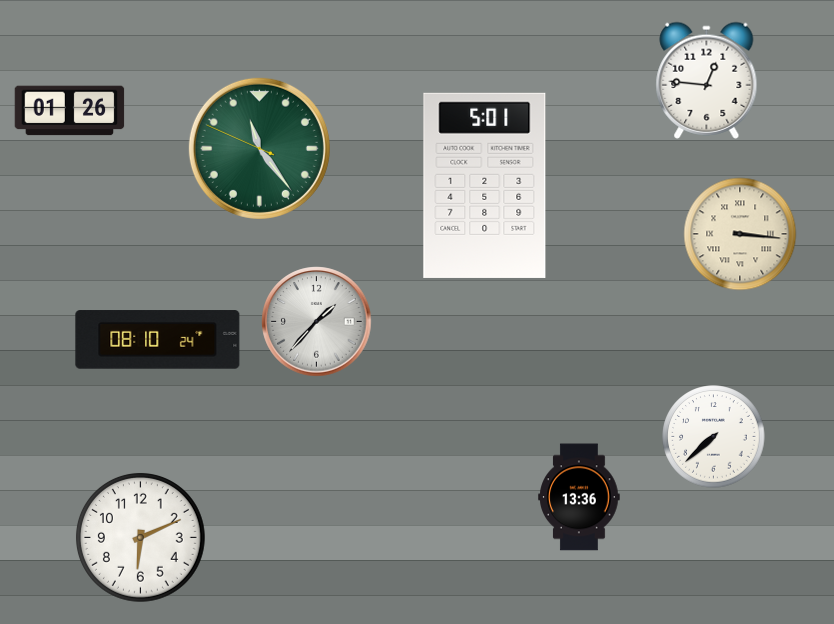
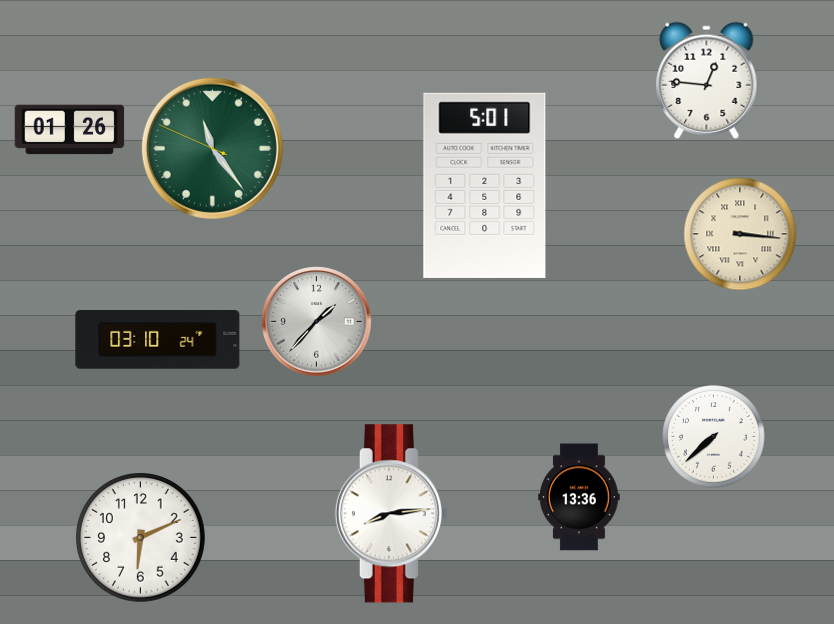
clock at (70, 111) position: (70, 111) -> (70, 130)
clock at (259, 148) position: (259, 148) -> (212, 148)
clock at (158, 340): 08:10 -> 03:10
clock at (391, 514): none -> 8:14
